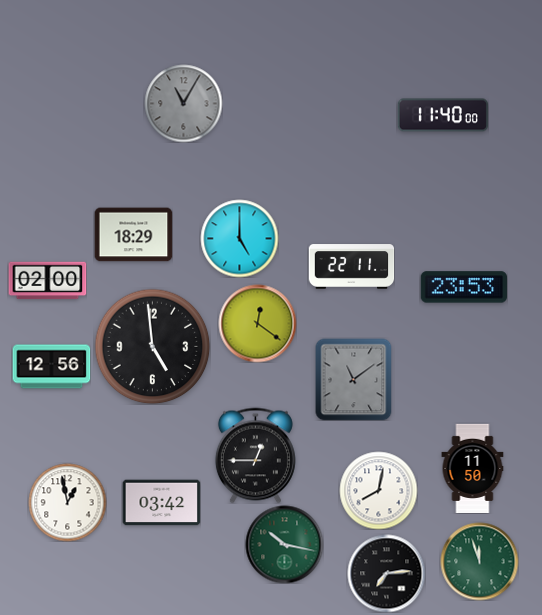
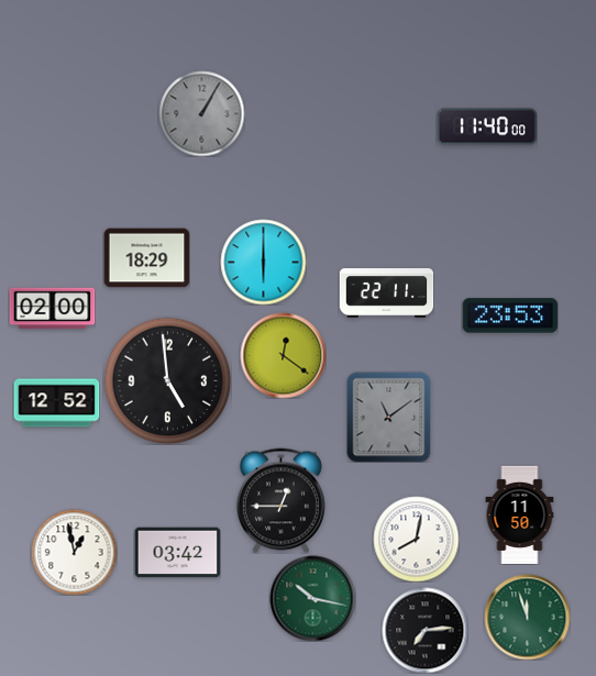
clock at (183, 103): 11:05 -> 1:05
clock at (239, 238): 5:00 -> 6:00
clock at (51, 367): 12:56 -> 12:52
